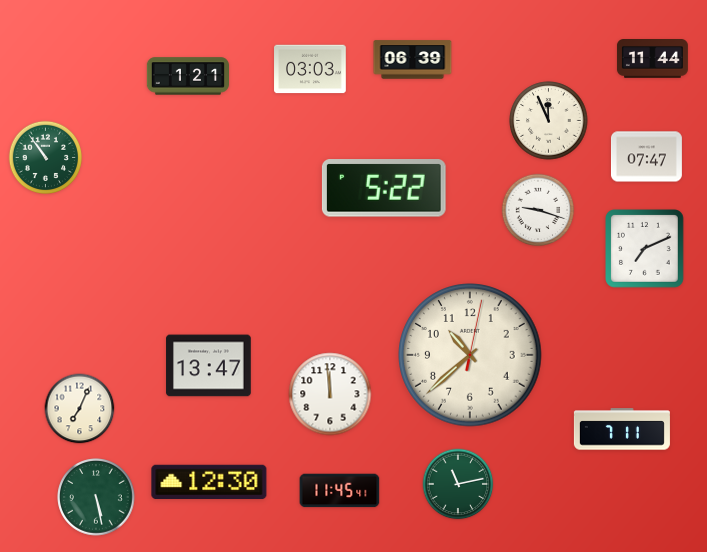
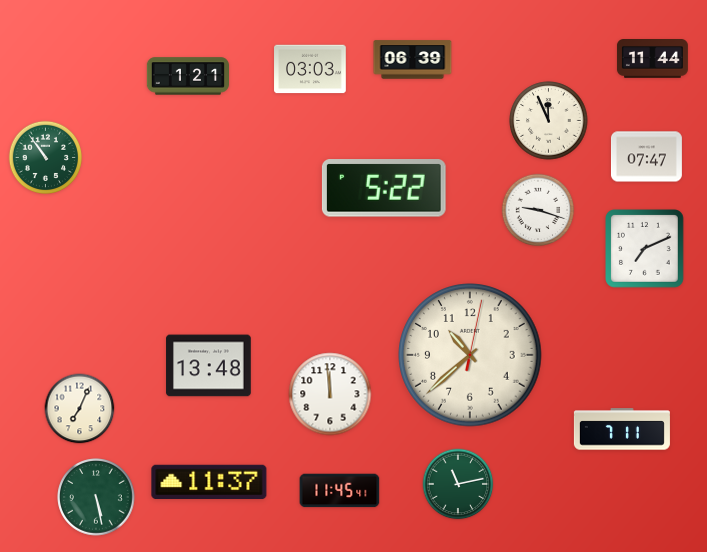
clock at (209, 366): 13:47 -> 13:48
clock at (209, 482): 12:30 -> 11:37
